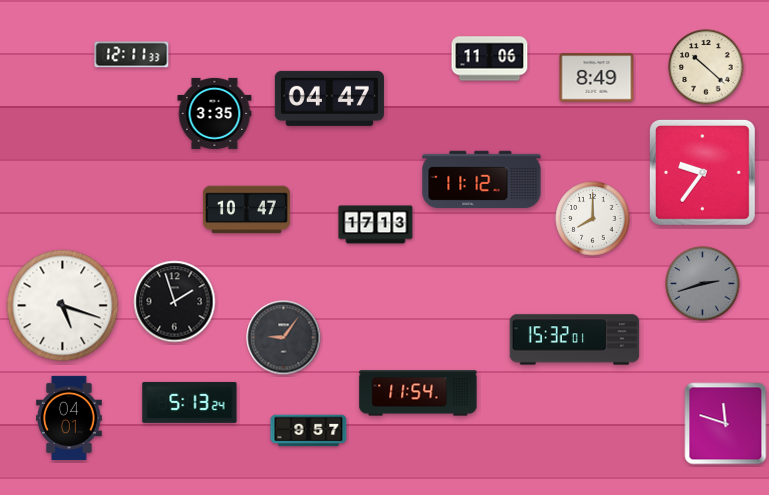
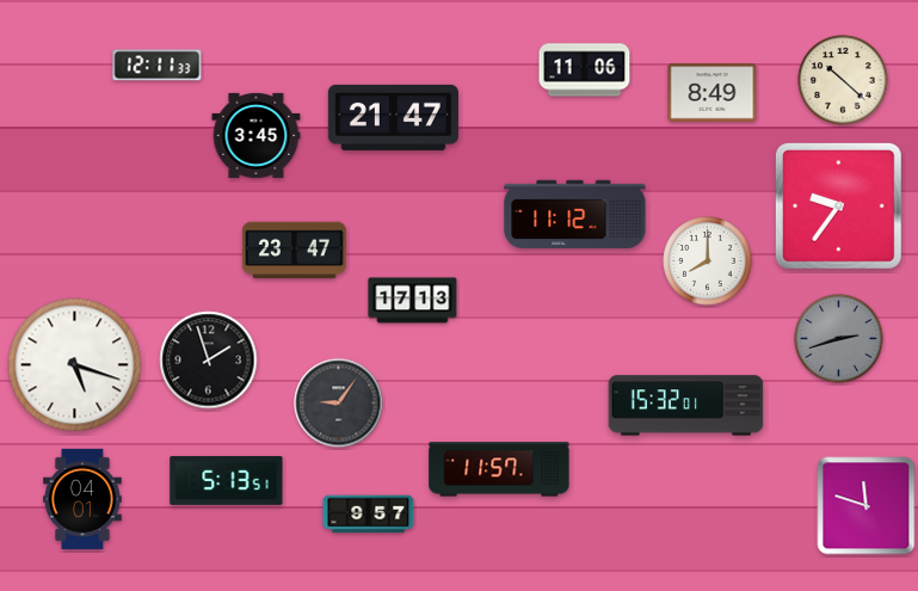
clock at (329, 98): 04:47 -> 21:47
clock at (215, 113): 3:35 -> 3:45
clock at (246, 210): 10:47 -> 23:47
clock at (376, 225) position: (376, 225) -> (413, 301)
clock at (418, 393): 11:54 -> 11:57
clock at (190, 402): 5:13:24 -> 5:13:51
